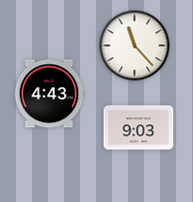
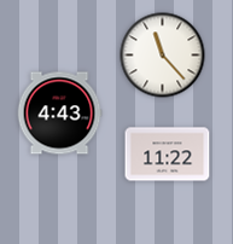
clock at (139, 128): 9:03 -> 11:22
